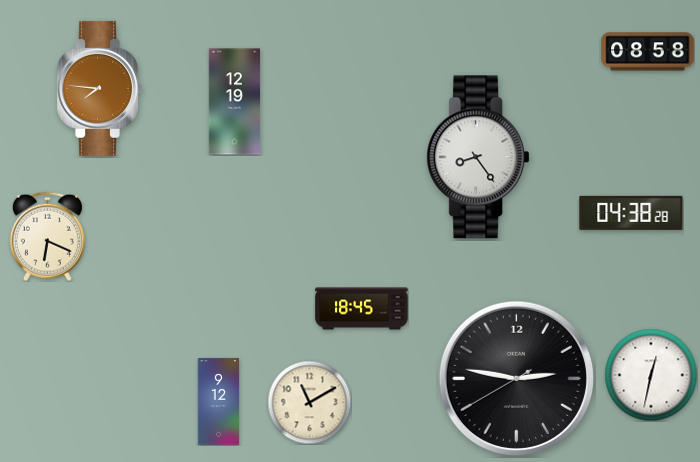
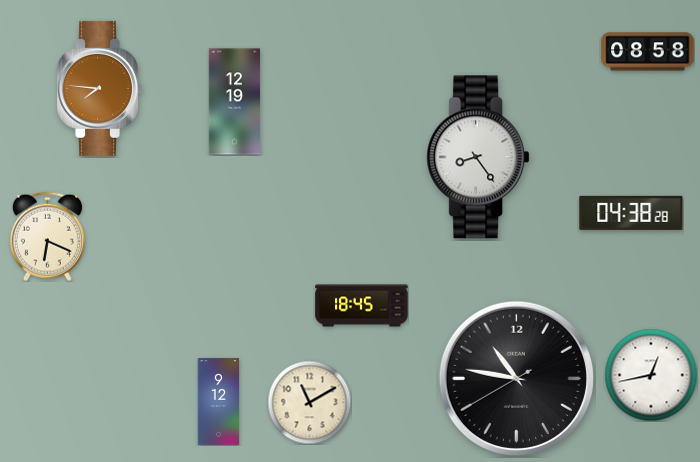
clock at (362, 309) position: (362, 309) -> (362, 306)
clock at (651, 375): 12:32 -> 12:43
clock at (516, 378): 2:46 -> 10:46
